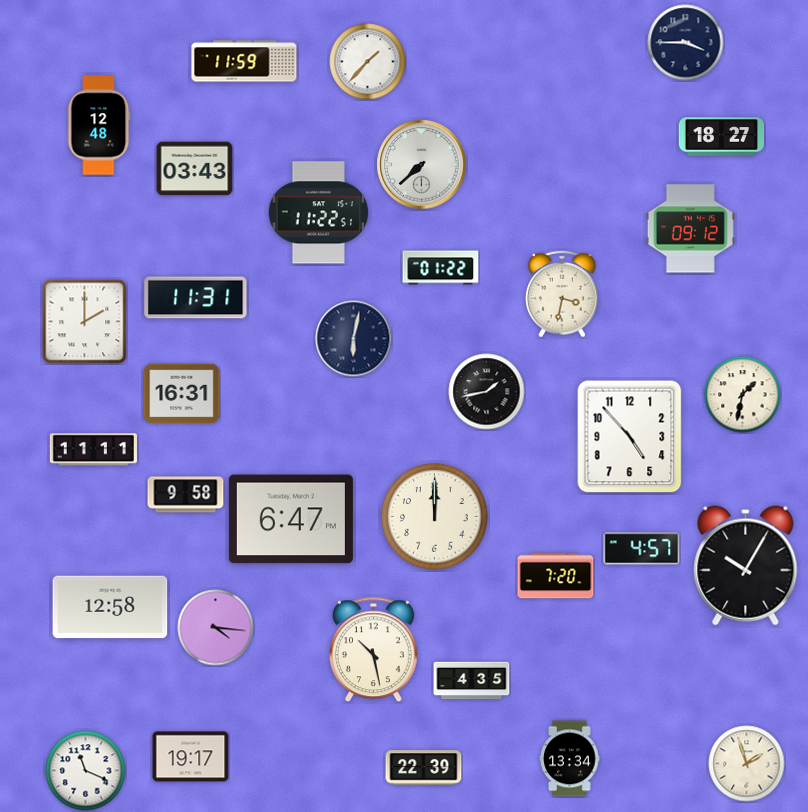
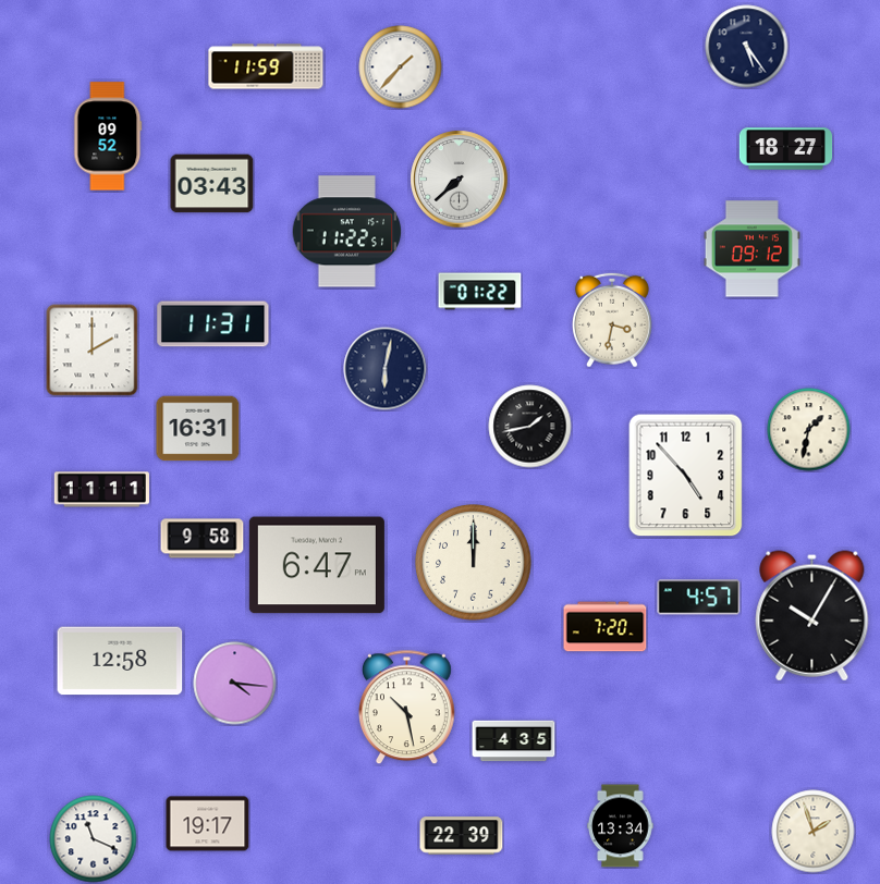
clock at (686, 43): 3:45 -> 5:24
clock at (99, 125): 12:48 -> 09:52
